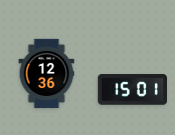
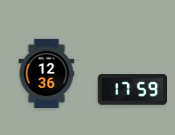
clock at (132, 90): 15:01 -> 17:59
